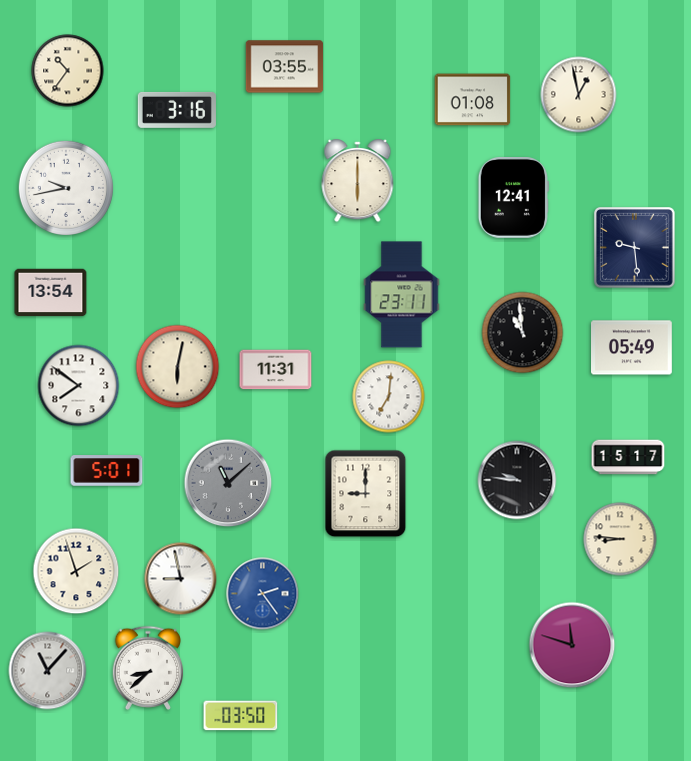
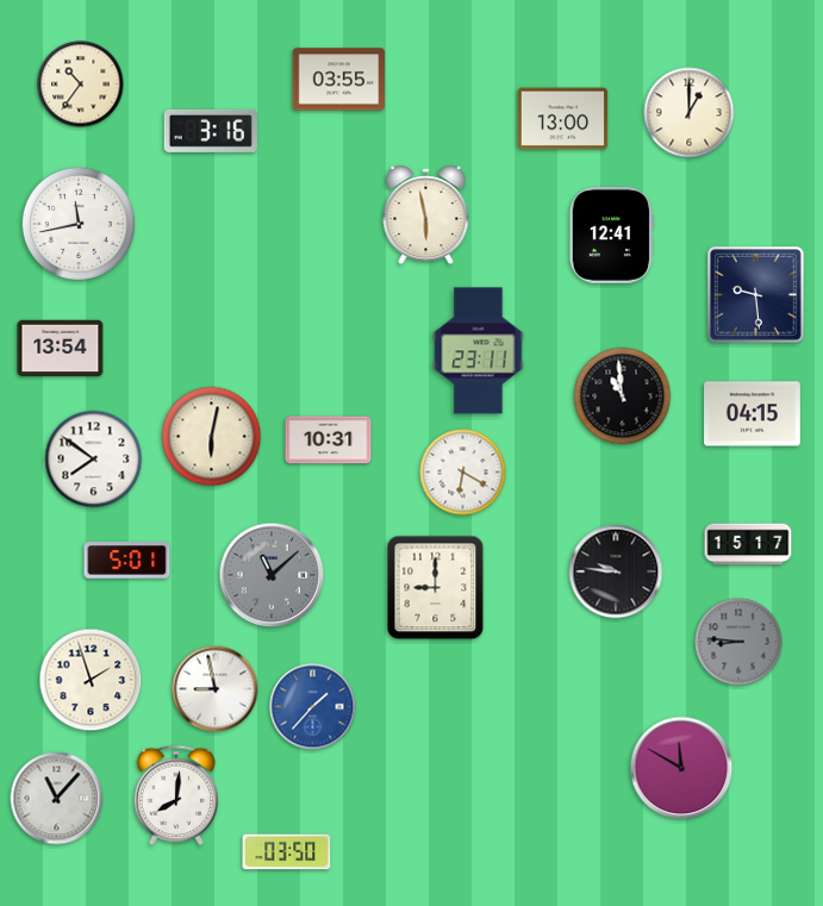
clock at (579, 95): 12:58 -> 1:00
clock at (473, 100): 01:08 -> 13:00
clock at (358, 181): 6:00 -> 5:58
clock at (66, 188): 9:43 -> 11:43
clock at (632, 348): 05:49 -> 04:15
clock at (276, 370): 11:31 -> 10:31
clock at (389, 397): 7:01 -> 6:20
clock at (620, 539) dial: cream -> grey
clock at (263, 594): 2:24 -> 1:37
clock at (572, 645): 11:48 -> 11:50
clock at (148, 668): 8:38 -> 8:01
